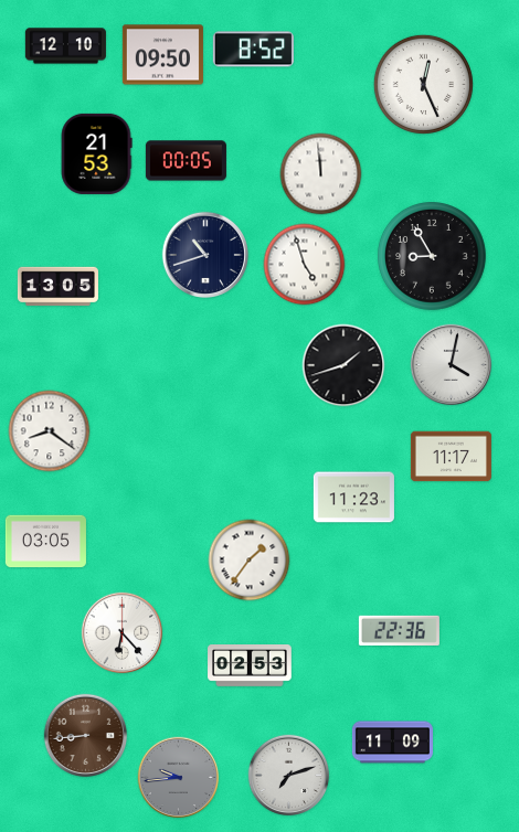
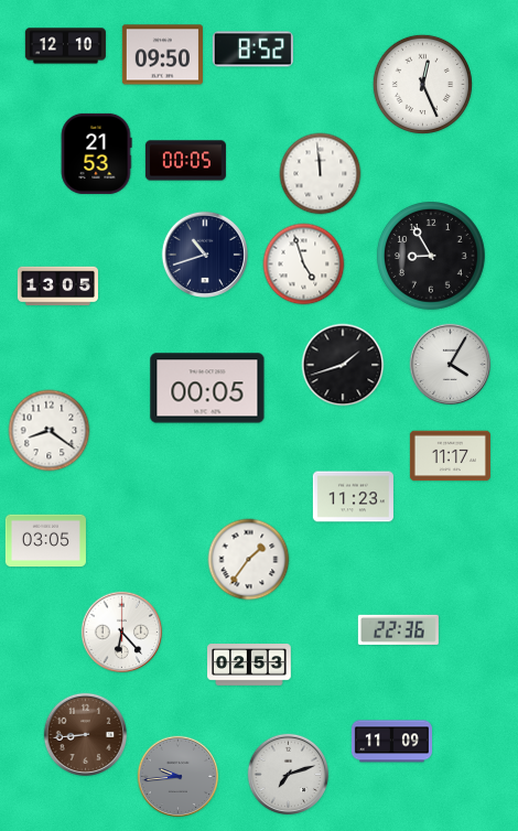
clock at (452, 365): 4:02 -> 4:05
clock at (207, 388): none -> 00:05
